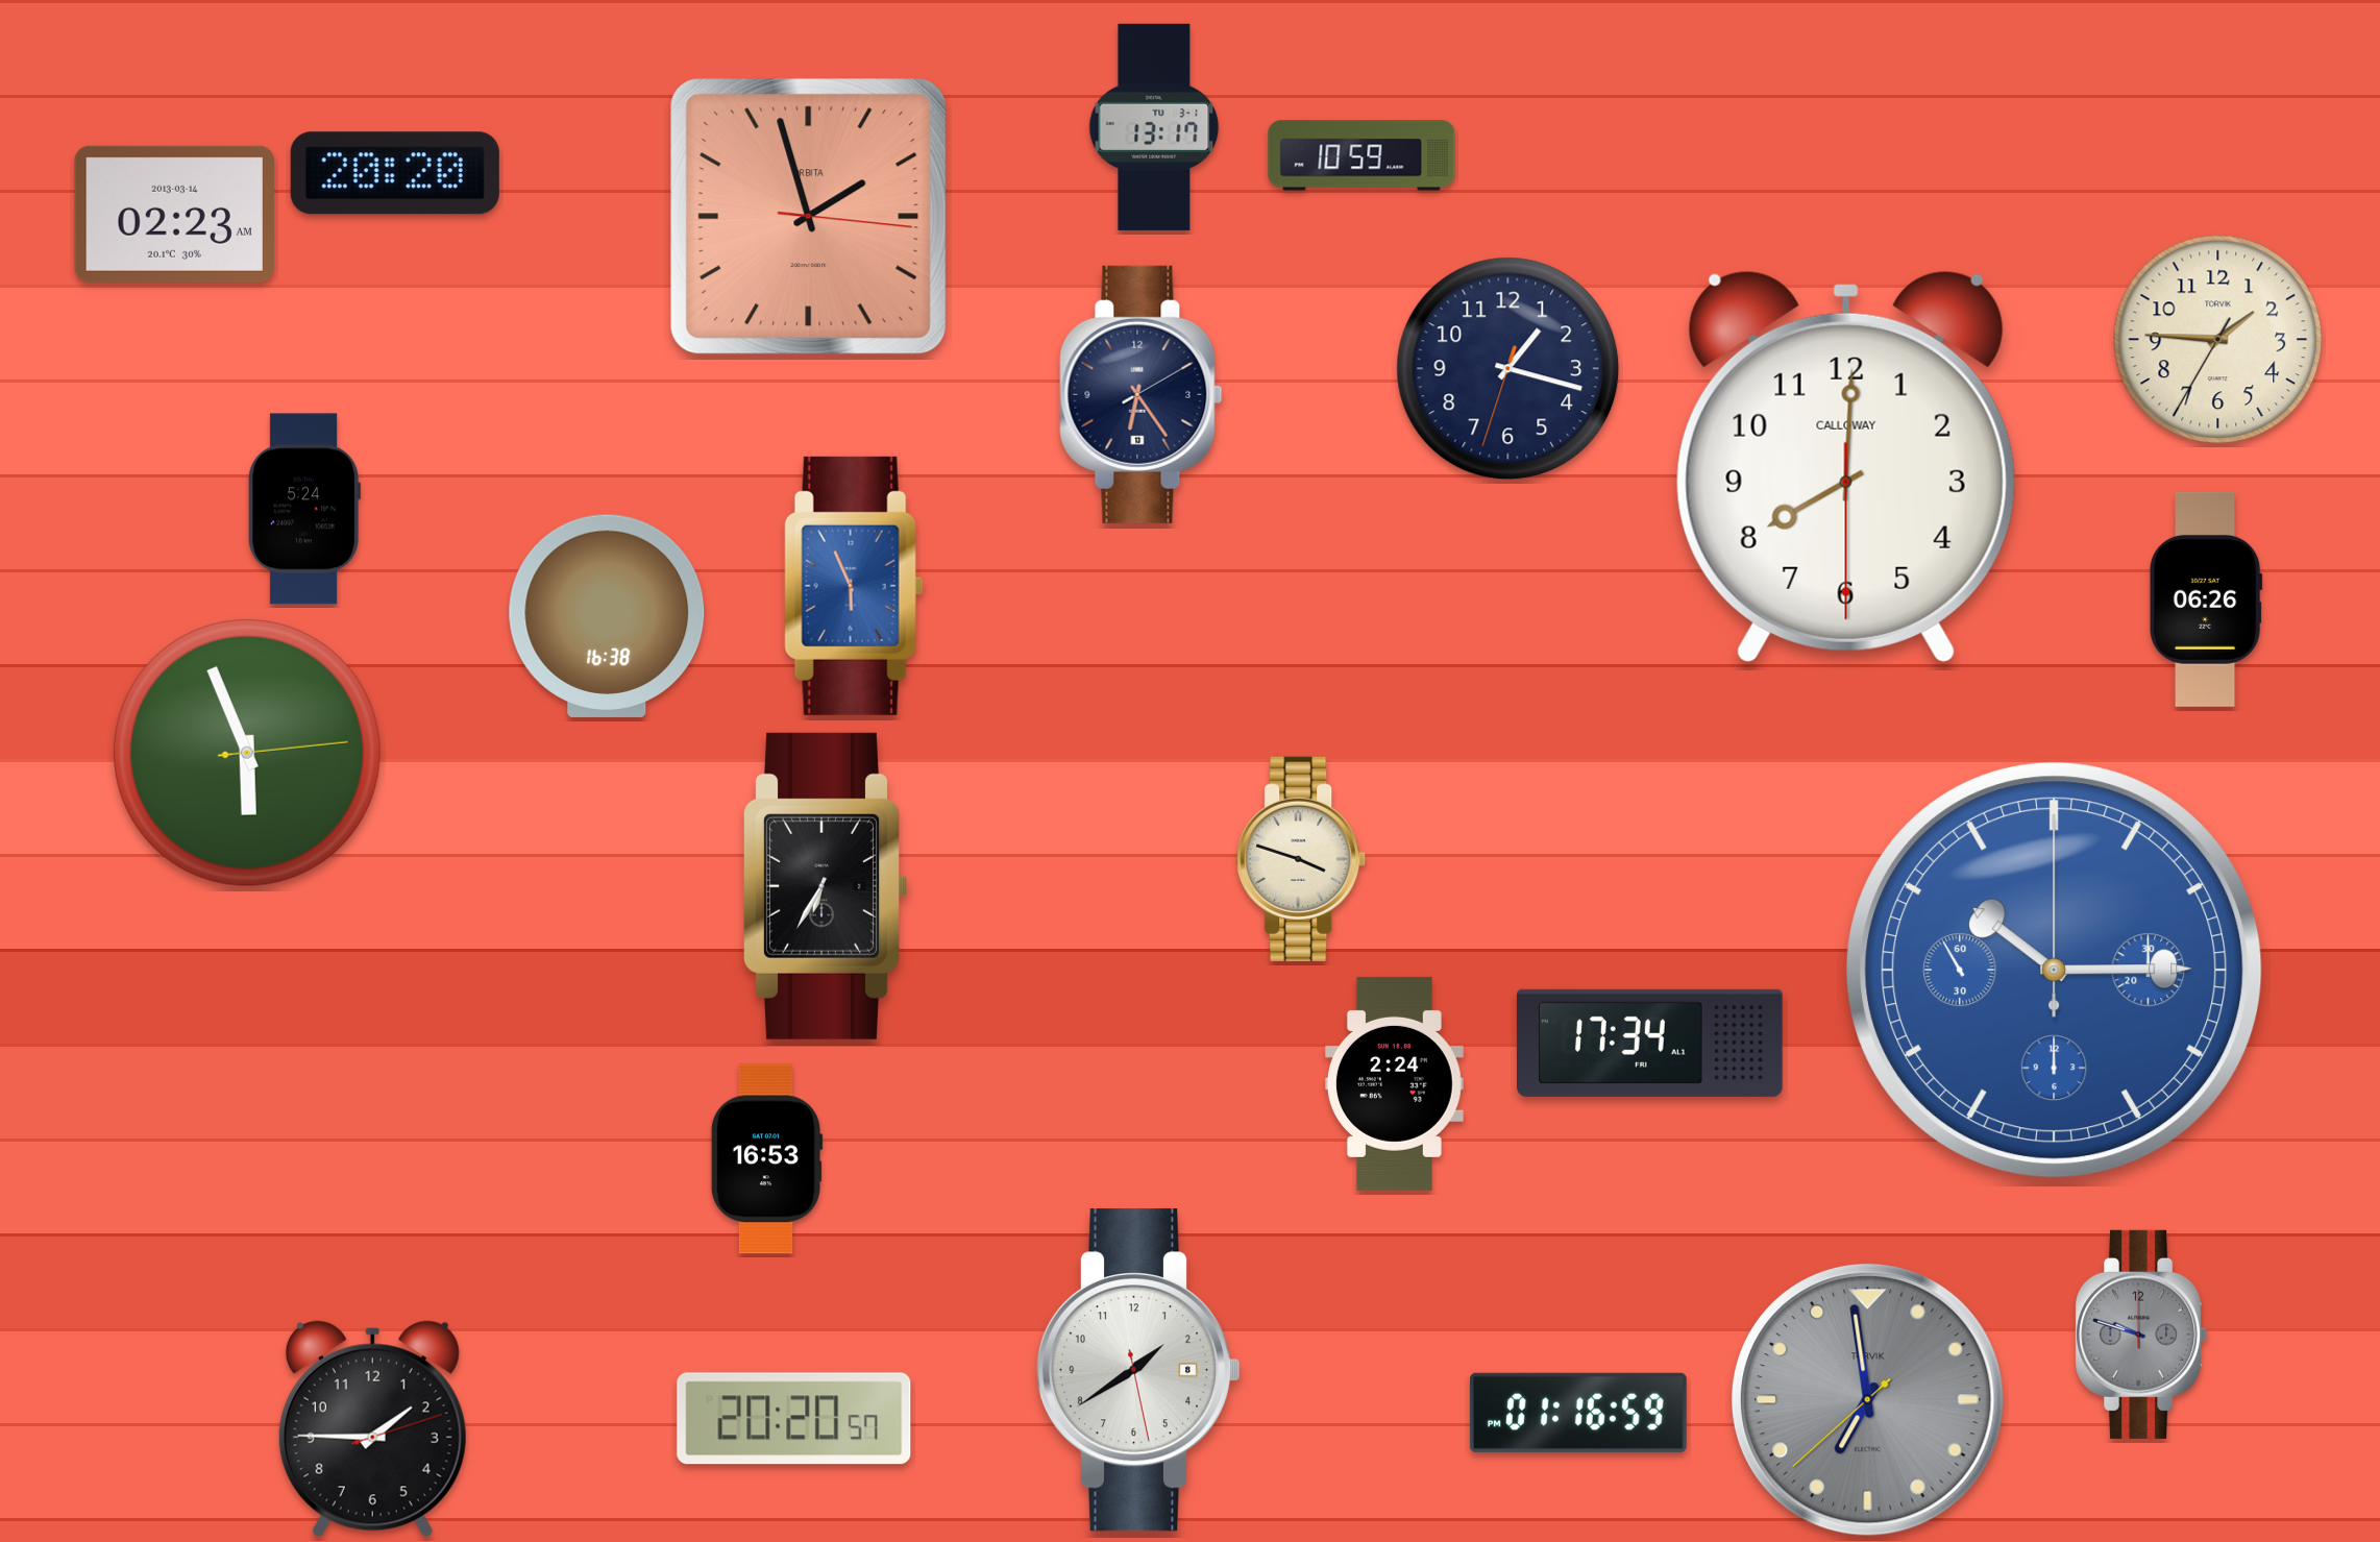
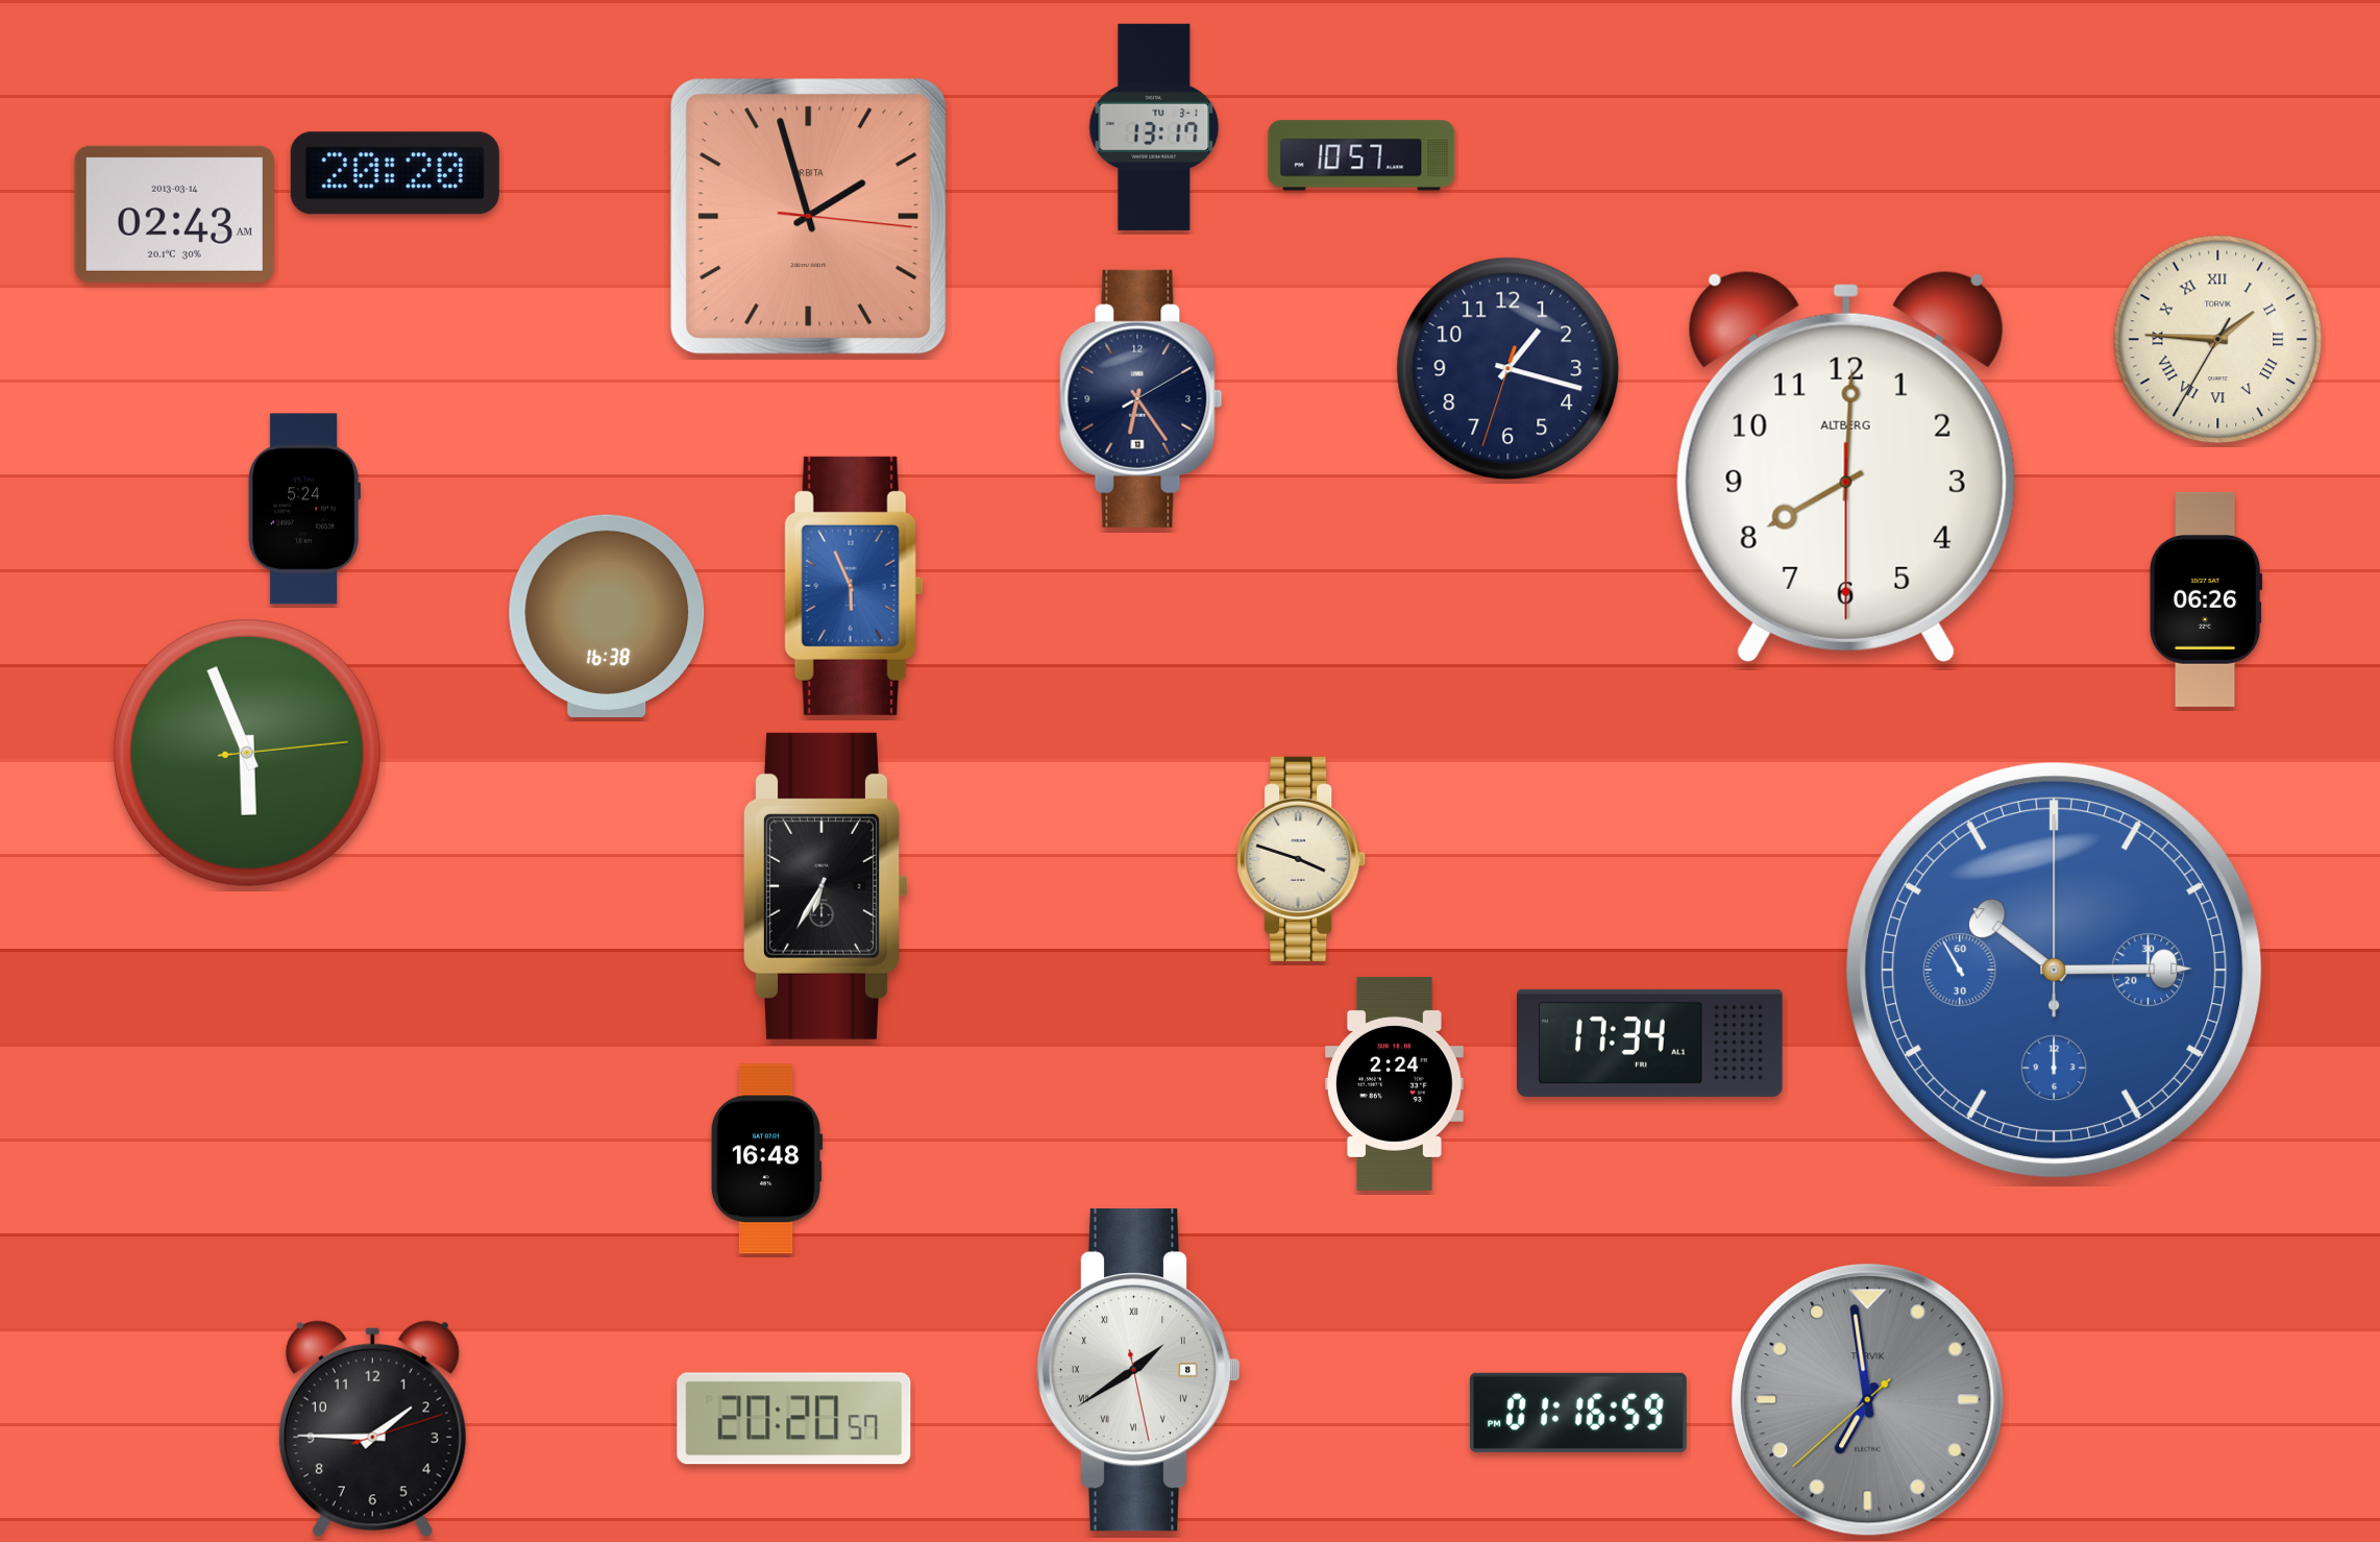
clock at (1361, 155): 10:59 -> 10:57
clock at (174, 214): 02:23 -> 02:43
clock at (2218, 340) numerals: Arabic -> Roman
clock at (1142, 394) position: (1142, 394) -> (1142, 398)
clock at (1846, 466) brand: CALLOWAY -> ALTBERG
clock at (766, 1159): 16:53 -> 16:48
clock at (2141, 1335): 9:48 -> none
clock at (1138, 1370) numerals: Arabic -> Roman
